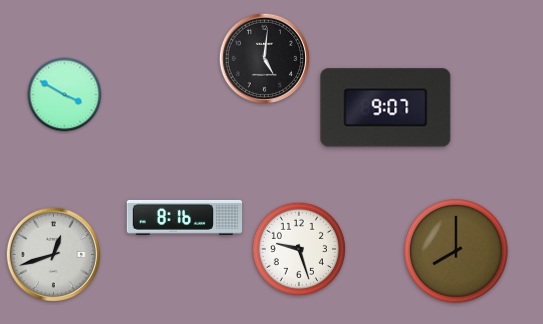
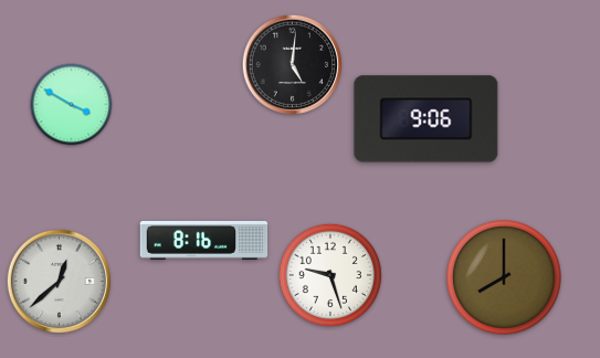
clock at (386, 108): 9:07 -> 9:06
clock at (53, 254): 12:42 -> 12:38
